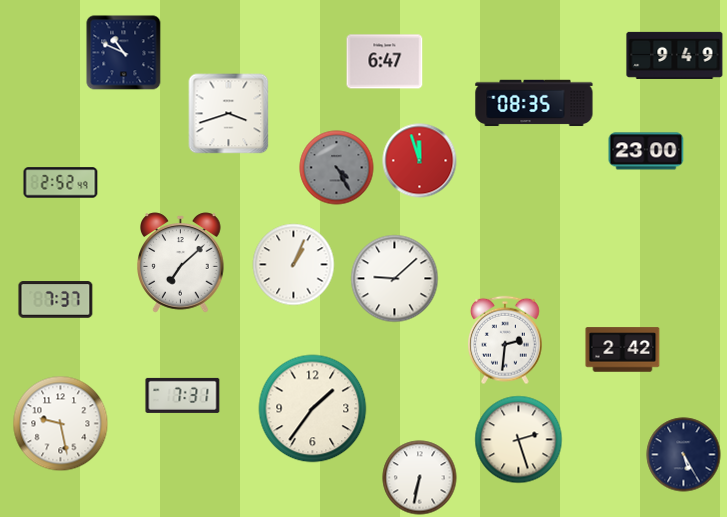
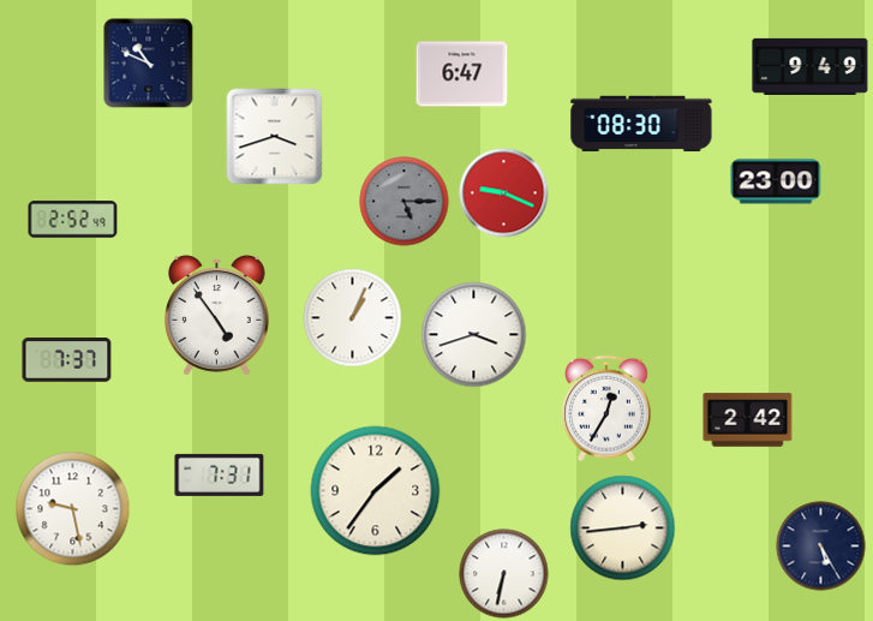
clock at (534, 103): 08:35 -> 08:30
clock at (420, 161): 11:57 -> 9:19
clock at (337, 168): 4:25 -> 5:15
clock at (181, 263): 7:08 -> 4:54
clock at (395, 279): 9:08 -> 3:42
clock at (506, 340): 2:31 -> 12:35
clock at (519, 440): 2:27 -> 2:44
